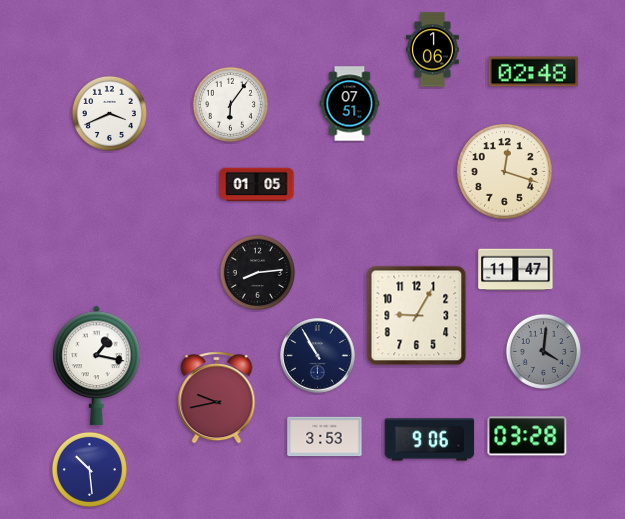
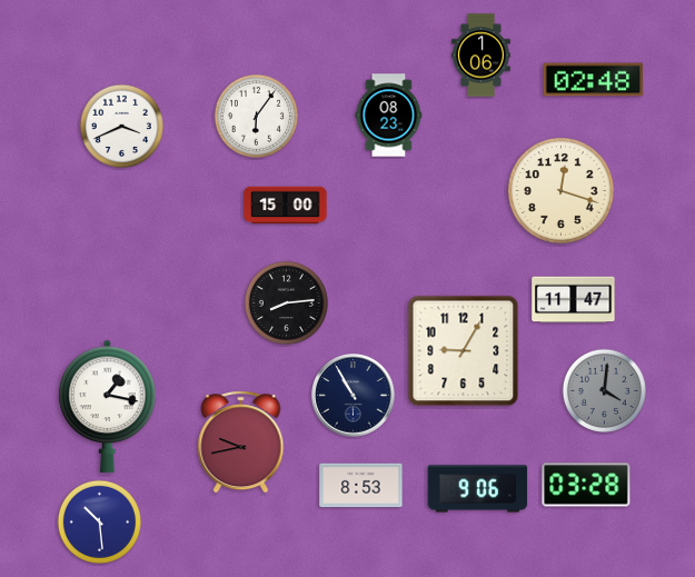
clock at (350, 104): 07:51 -> 08:23
clock at (257, 185): 01:05 -> 15:00
clock at (325, 437): 3:53 -> 8:53
